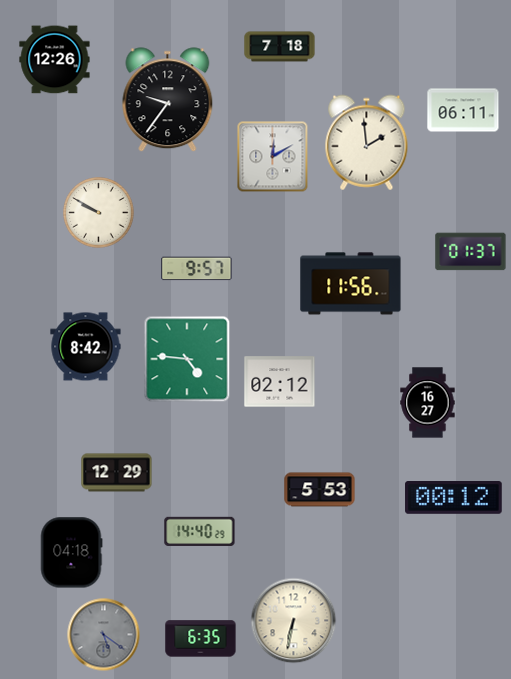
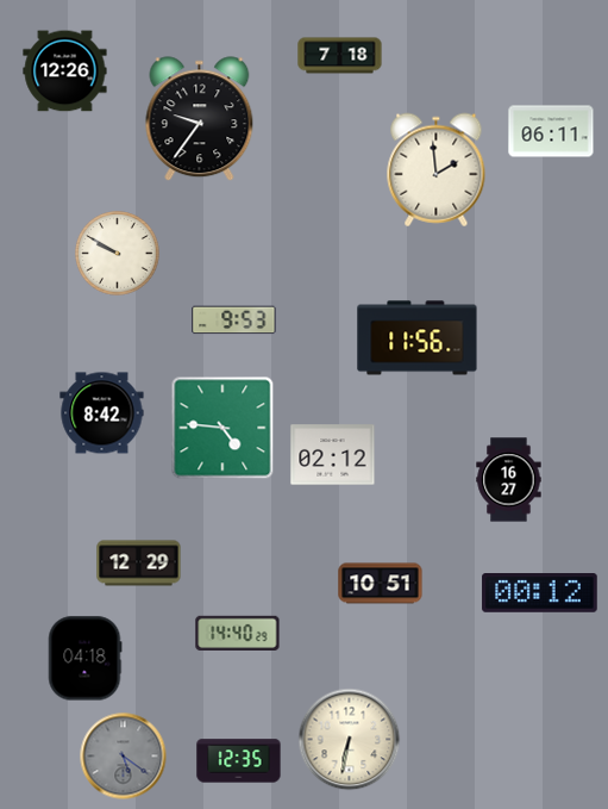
clock at (280, 47) position: (280, 47) -> (340, 56)
clock at (273, 157): 12:10 -> none
clock at (471, 252): 01:37 -> none
clock at (197, 269): 9:57 -> 9:53
clock at (320, 490): 5:53 -> 10:51
clock at (201, 639): 6:35 -> 12:35
